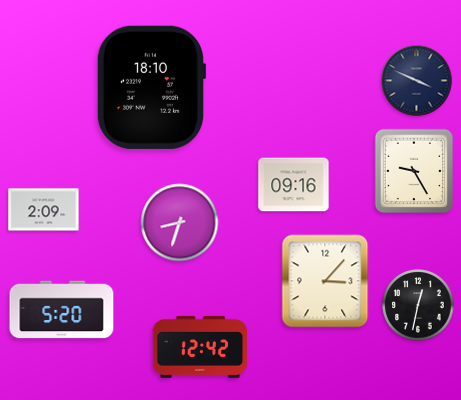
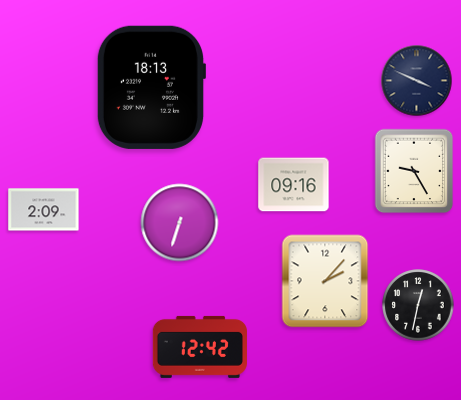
clock at (150, 87): 18:10 -> 18:13
clock at (180, 223): 8:33 -> 6:33
clock at (325, 281): 3:07 -> 2:07
clock at (62, 310): 5:20 -> none
